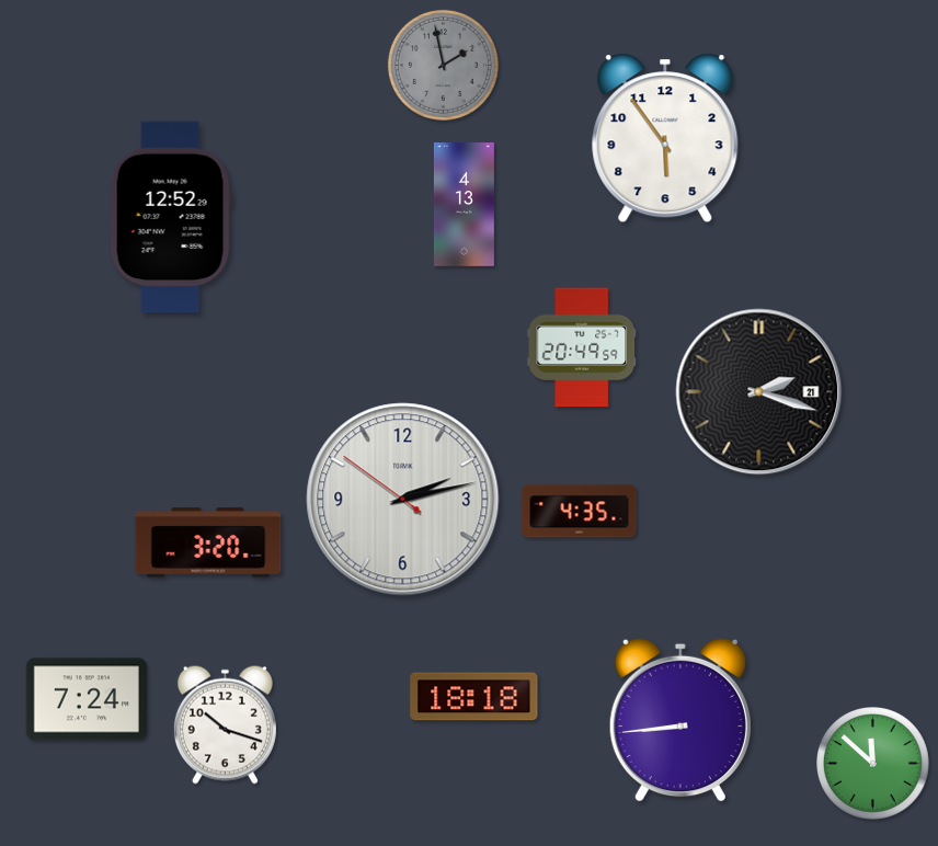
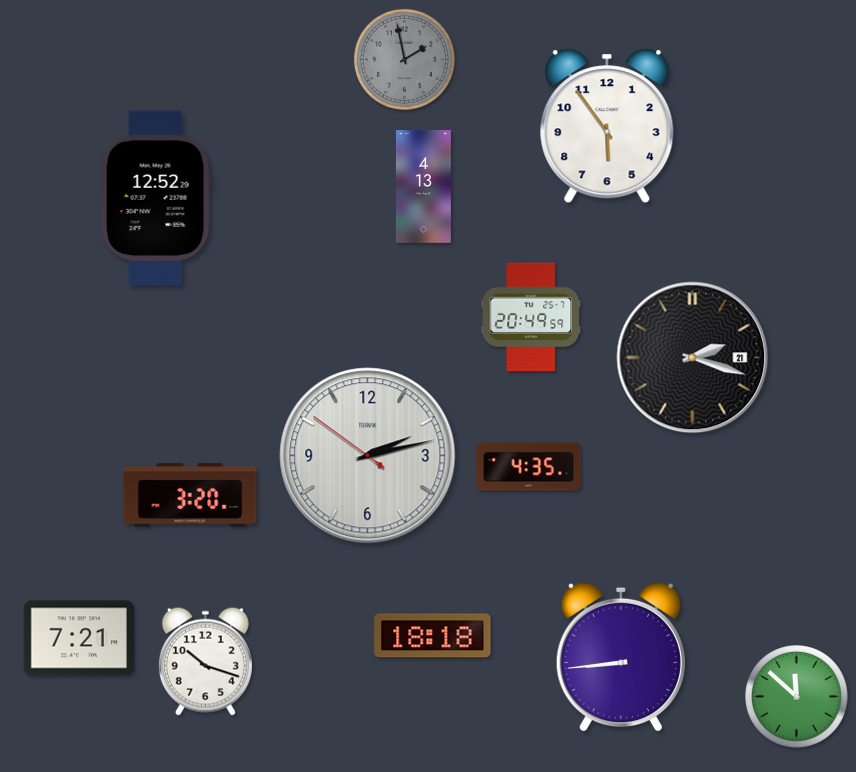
clock at (85, 699): 7:24 -> 7:21
